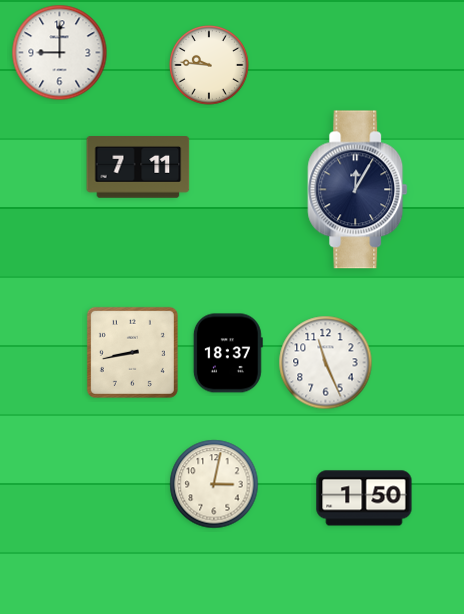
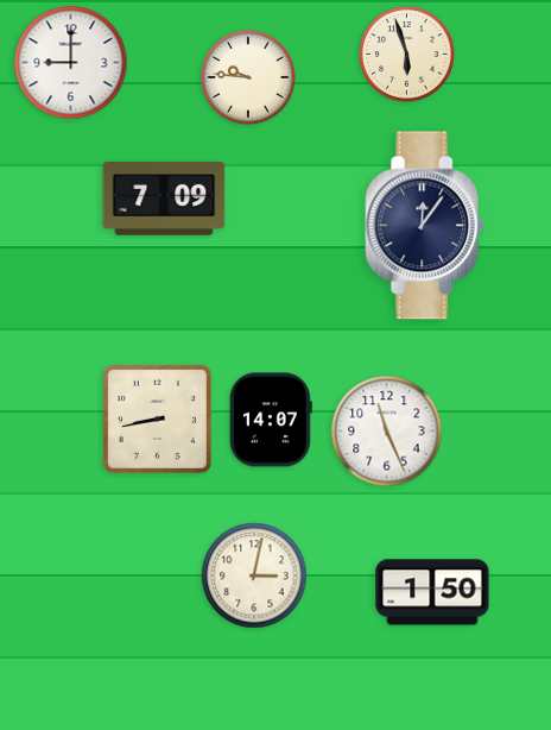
clock at (407, 55): none -> 5:57
clock at (138, 168): 7:11 -> 7:09
clock at (358, 190): 12:05 -> 12:06
clock at (228, 353): 18:37 -> 14:07
